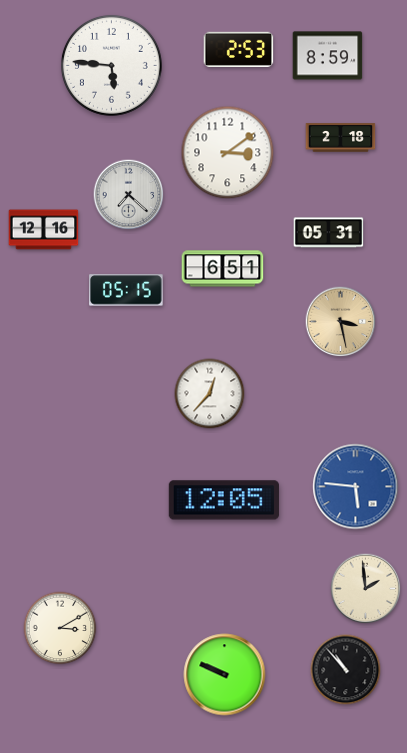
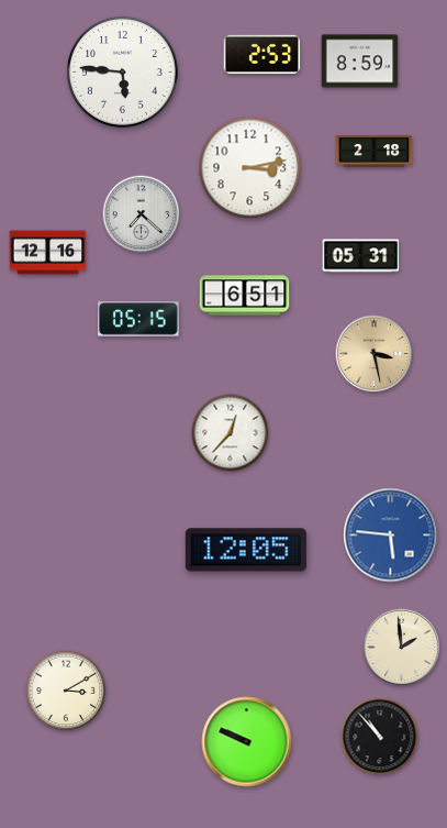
clock at (228, 153): 3:09 -> 3:13
